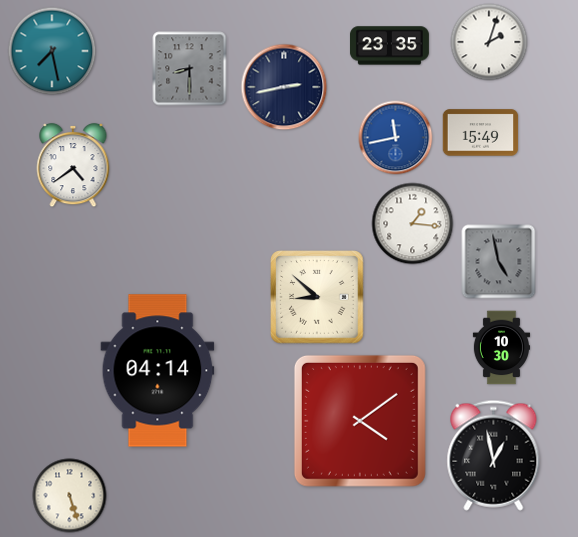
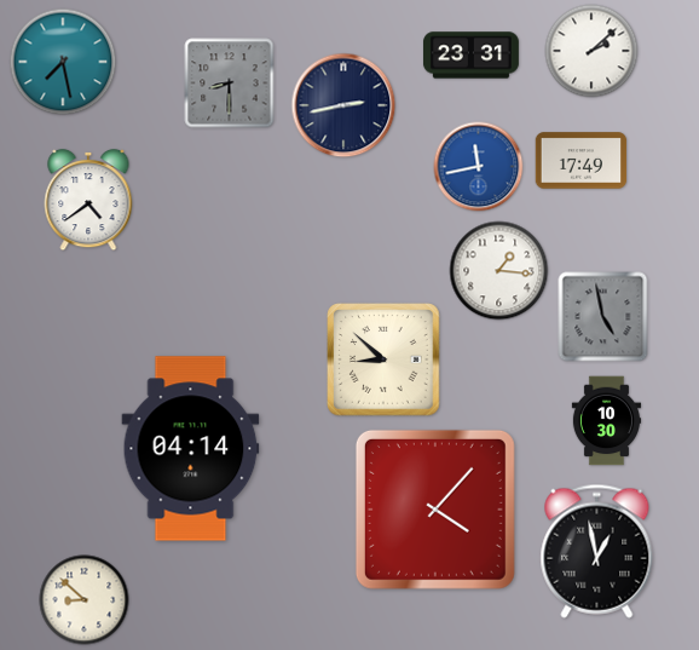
clock at (489, 42): 2:03 -> 2:08
clock at (389, 46): 23:35 -> 23:31
clock at (481, 133): 15:49 -> 17:49
clock at (360, 421): 4:09 -> 4:07
clock at (70, 496): 5:27 -> 8:52
